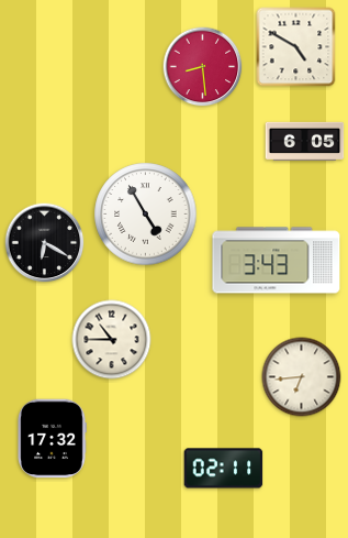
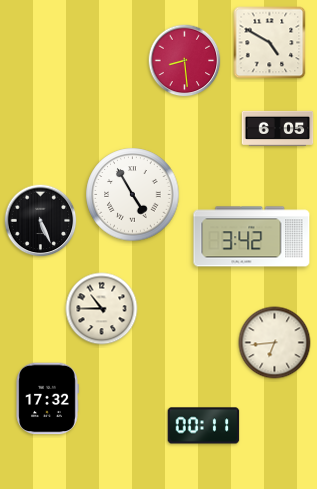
clock at (45, 243): 6:20 -> 5:26
clock at (277, 261): 3:43 -> 3:42
clock at (224, 469): 02:11 -> 00:11
